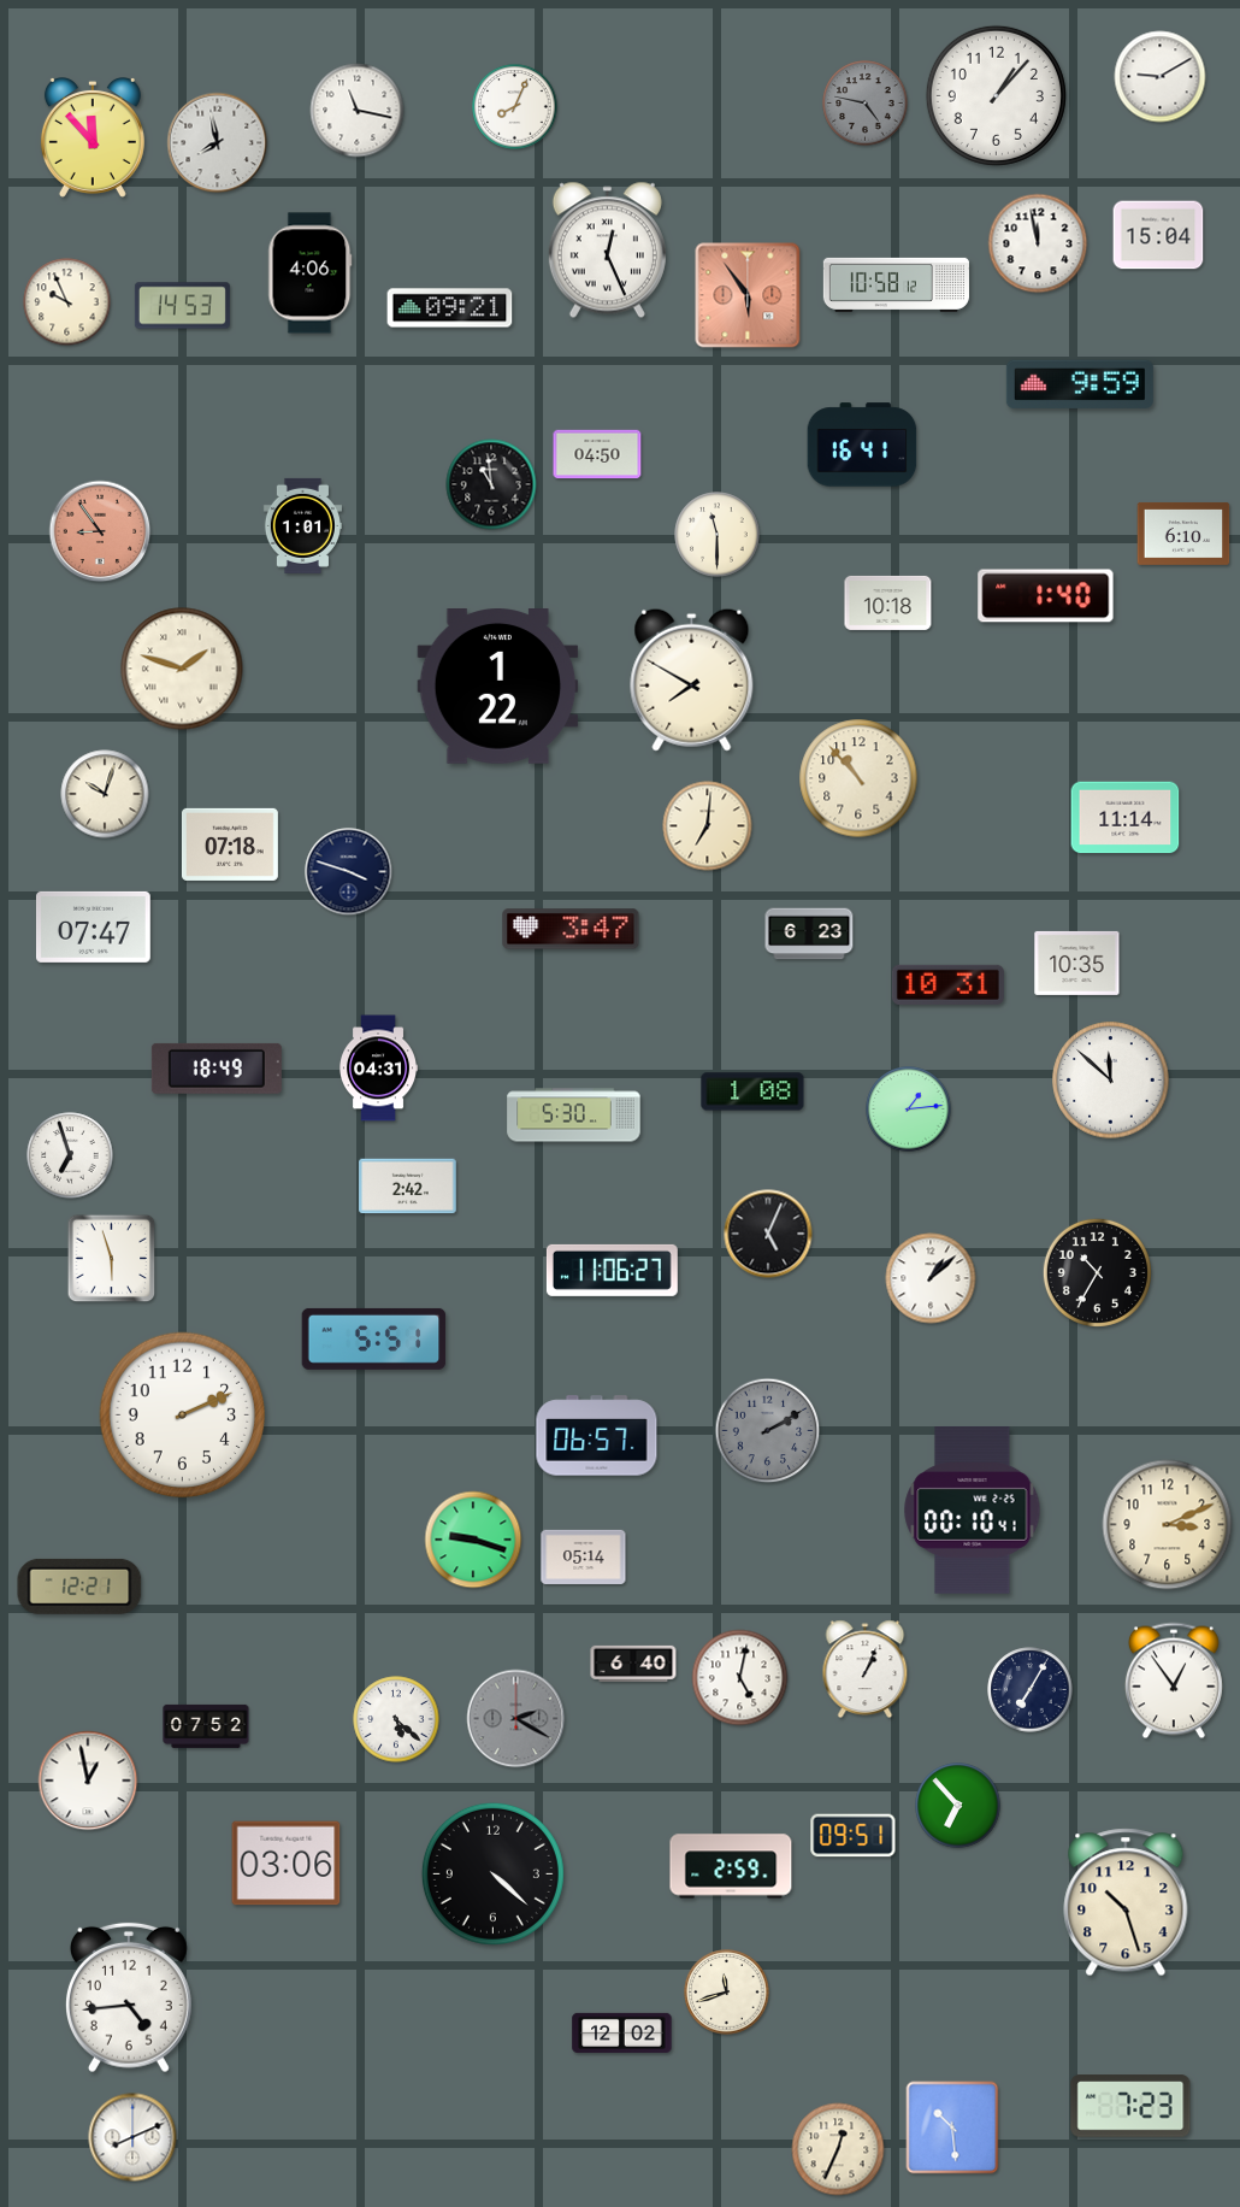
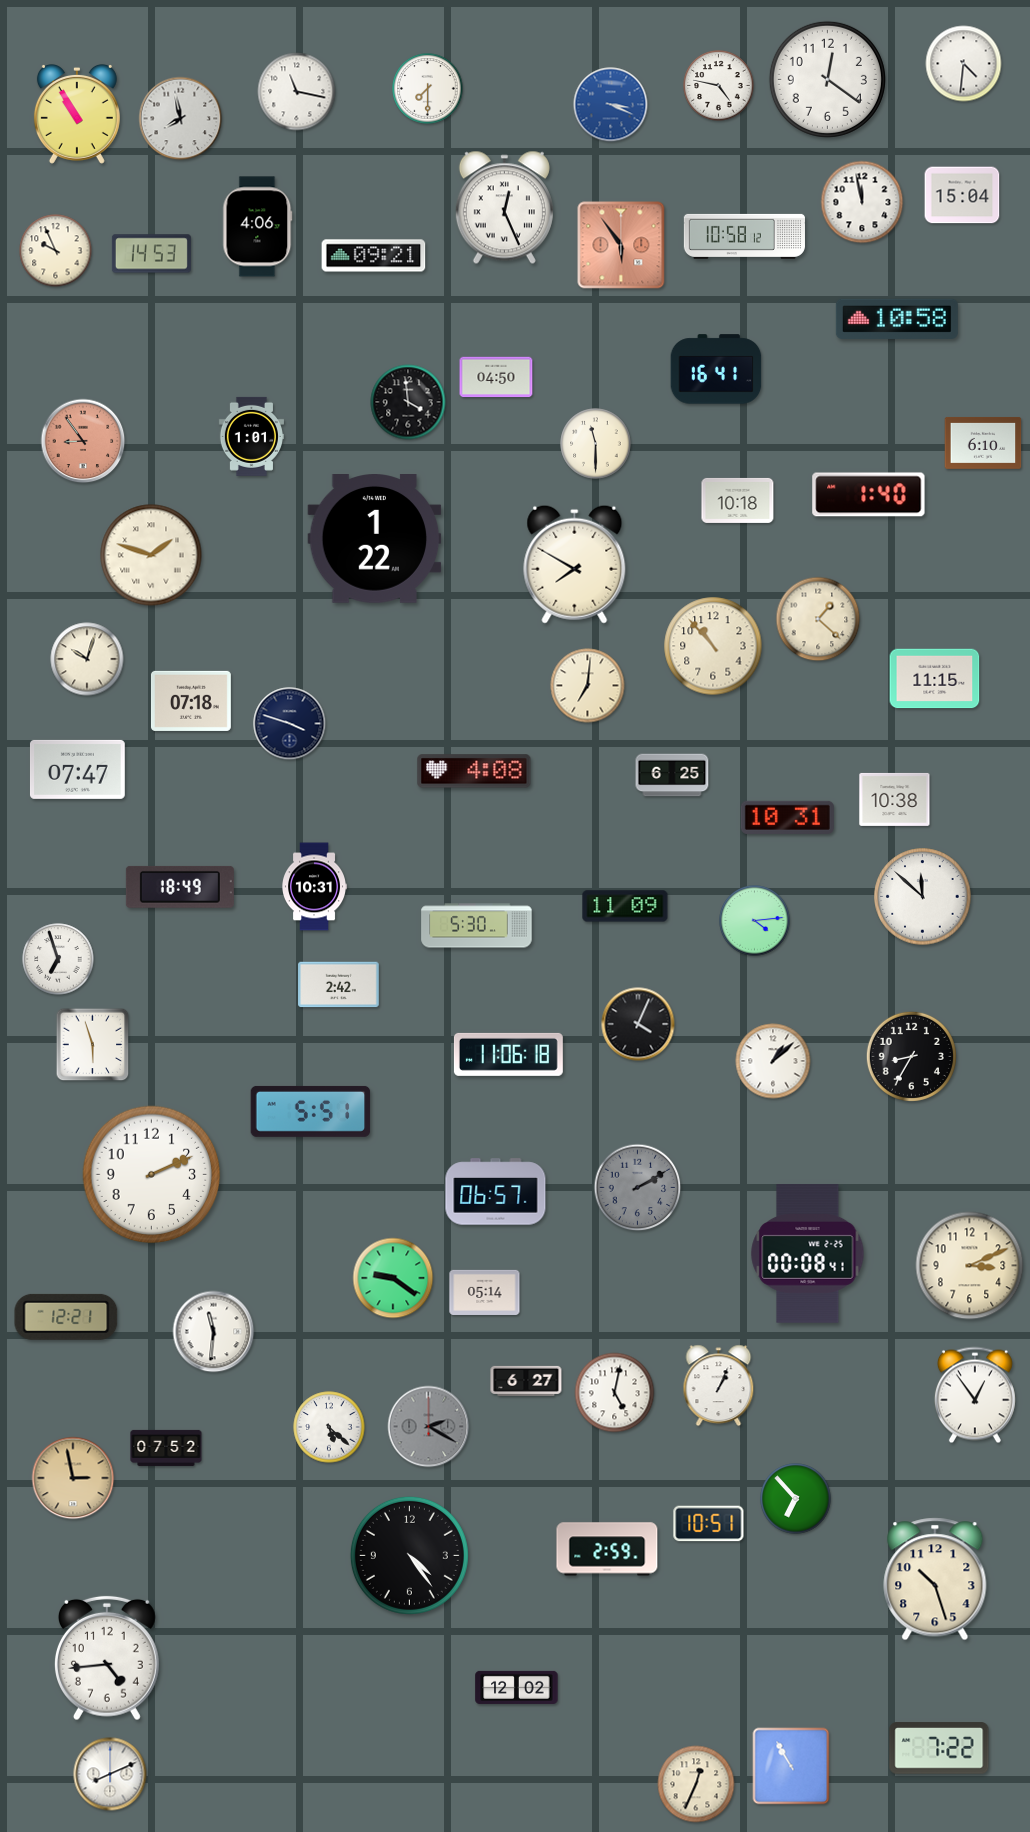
clock at (1161, 77): 9:10 -> 4:31
clock at (996, 95): 1:07 -> 12:21
clock at (866, 104) dial: grey -> white
clock at (515, 107): 8:04 -> 7:30
clock at (611, 105): none -> 3:19
clock at (93, 137): 11:53 -> 10:55
clock at (1080, 384): 9:59 -> 10:58
clock at (491, 484): 10:59 -> 3:59
clock at (498, 687) position: (498, 687) -> (375, 539)
clock at (818, 619): none -> 1:22
clock at (1126, 818): 11:14 -> 11:15
clock at (571, 929): 3:47 -> 4:08
clock at (809, 934): 6:23 -> 6:25
clock at (1077, 963): 10:35 -> 10:38
clock at (378, 1069): 04:31 -> 10:31
clock at (752, 1091): 1:08 -> 11:09
clock at (909, 1110): 1:14 -> 4:14
clock at (768, 1234): 5:04 -> 4:04
clock at (612, 1270): 11:06:27 -> 11:06:18
clock at (1097, 1272): 10:35 -> 8:35
clock at (973, 1511): 00:10 -> 00:08
clock at (473, 1540): 9:18 -> 9:21
clock at (214, 1332): none -> 11:31
clock at (633, 1664): 6:40 -> 6:27
clock at (1031, 1690): 7:05 -> none
clock at (206, 1726) position: (206, 1726) -> (166, 1448)
clock at (88, 1781): 12:58 -> 2:58
clock at (88, 1781) dial: white -> champagne
clock at (854, 1836): 09:51 -> 10:51
clock at (287, 1864): 03:06 -> none
clock at (492, 1873): 4:22 -> 4:24
clock at (727, 1993): 11:42 -> none
clock at (1130, 2106): 7:23 -> 7:22
clock at (952, 2127): 10:29 -> 10:55
